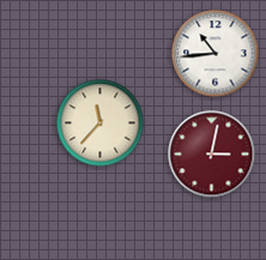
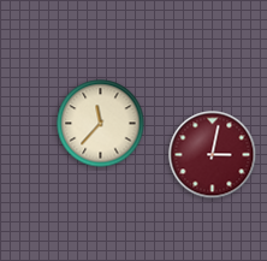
clock at (216, 54): 10:44 -> none
